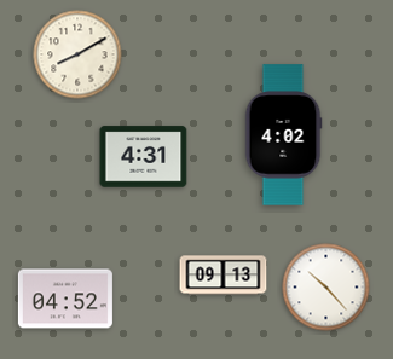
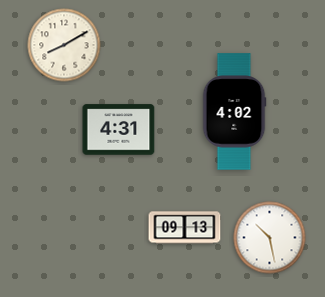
clock at (326, 288): 10:23 -> 10:28
clock at (65, 299): 04:52 -> none
